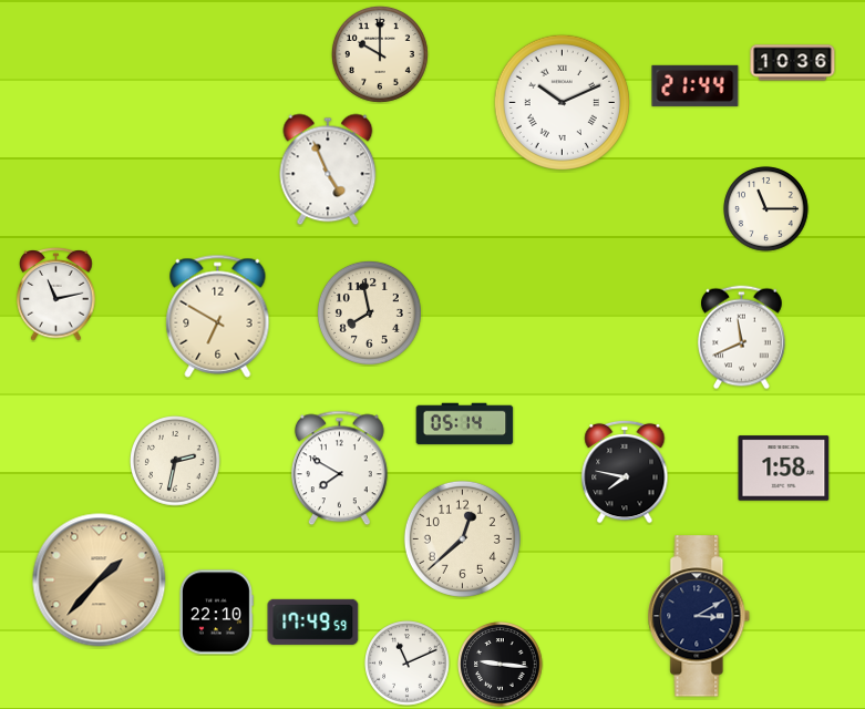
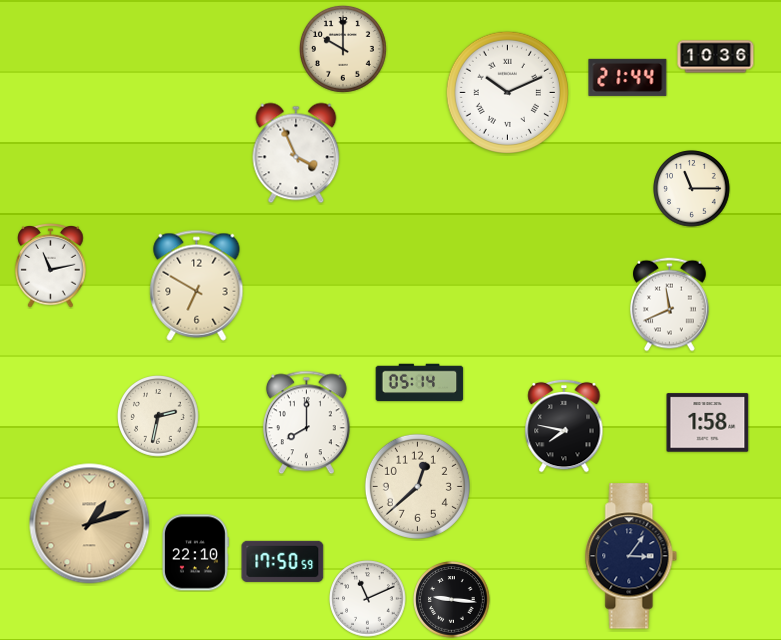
clock at (328, 169): 4:56 -> 3:56
clock at (369, 312): 7:58 -> none
clock at (339, 469): 7:50 -> 8:00
clock at (100, 580): 1:37 -> 1:12
clock at (699, 616): 3:10 -> 3:06
clock at (313, 621): 17:49 -> 17:50
